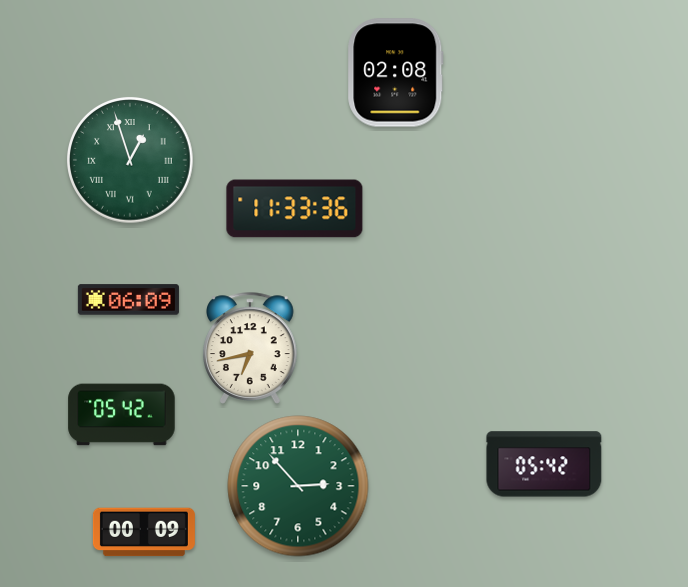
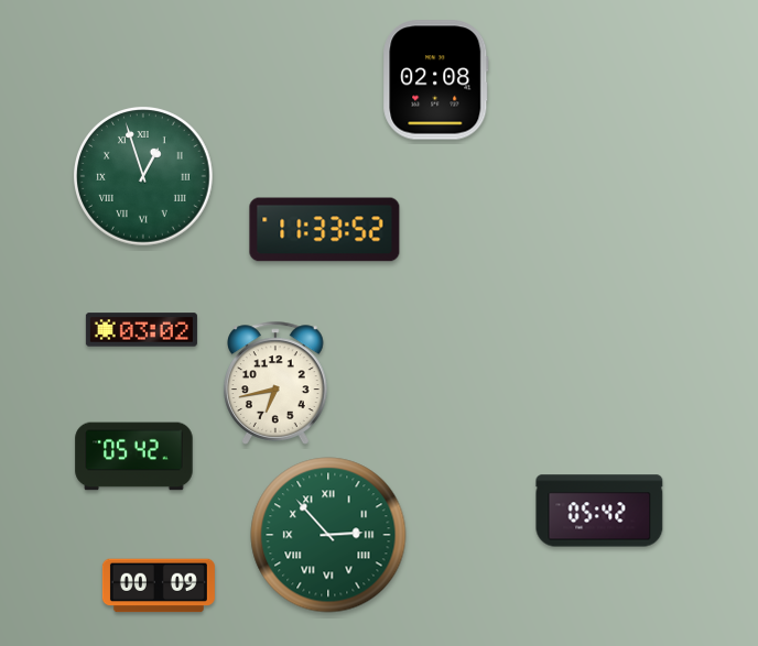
clock at (295, 209): 11:33:36 -> 11:33:52
clock at (128, 300): 06:09 -> 03:02
clock at (298, 486) numerals: Arabic -> Roman
